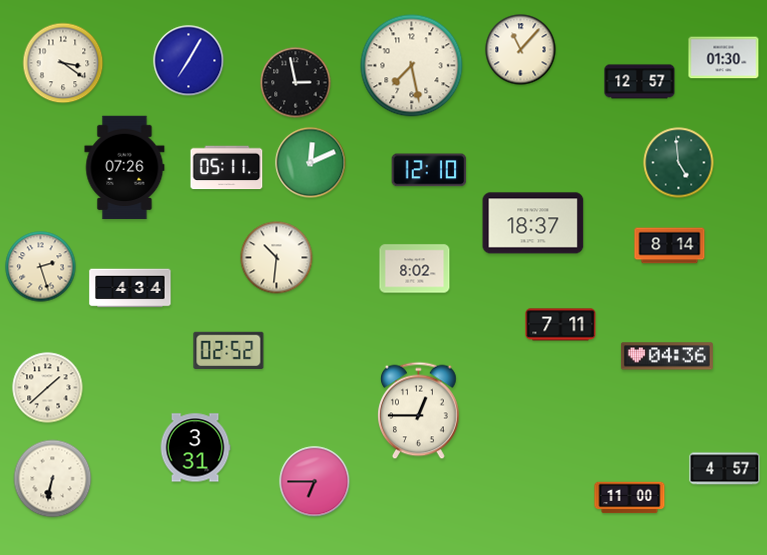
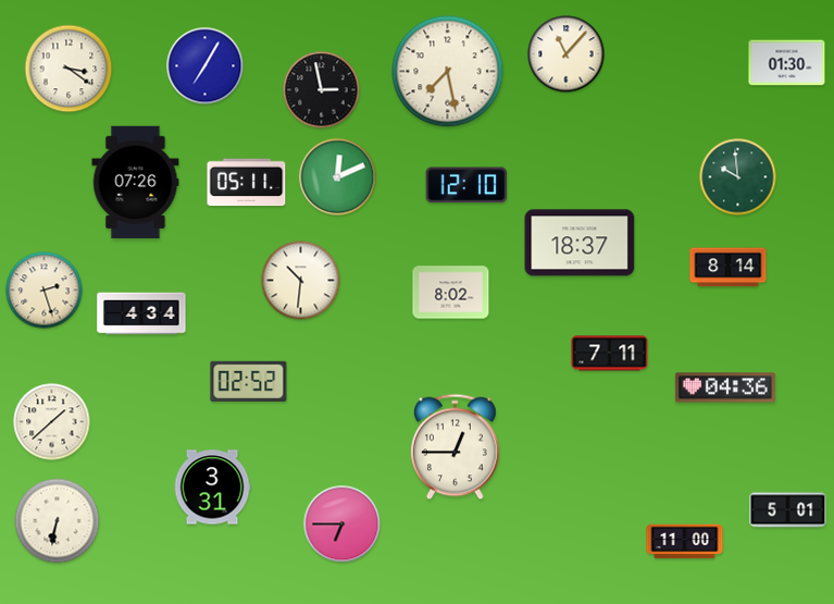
clock at (640, 82): 12:57 -> none
clock at (679, 163): 4:59 -> 9:59
clock at (725, 469): 4:57 -> 5:01
